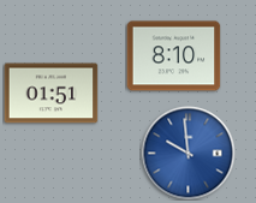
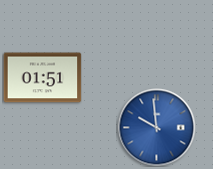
clock at (173, 56): 8:10 -> none
